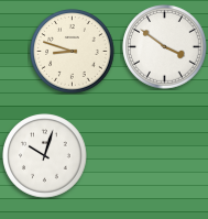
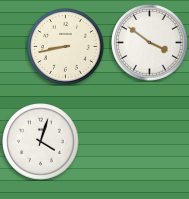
clock at (73, 52): 8:48 -> 8:43
clock at (45, 156): 10:03 -> 4:03
